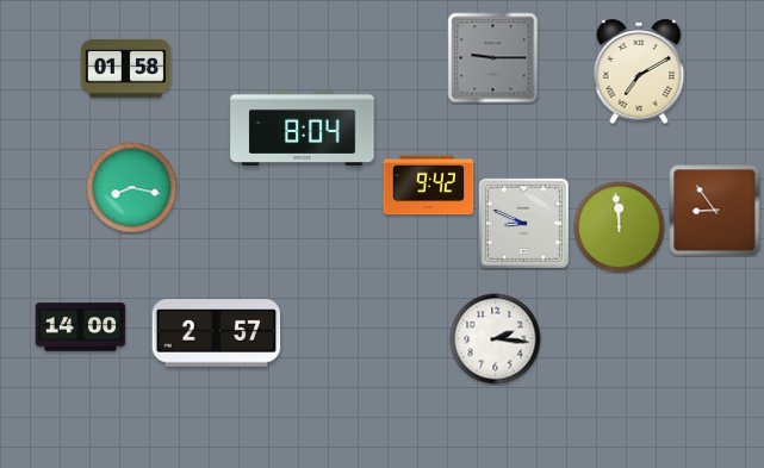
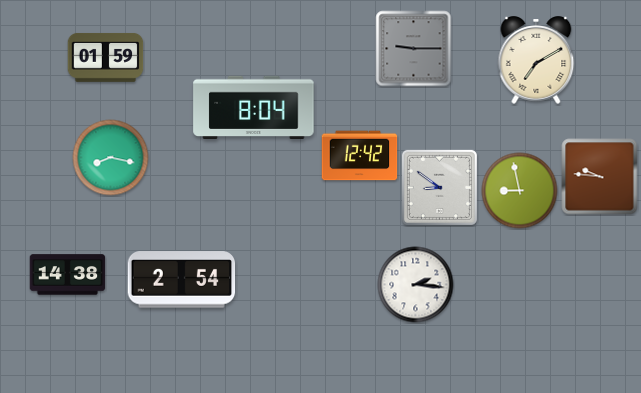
clock at (126, 68): 01:58 -> 01:59
clock at (429, 186): 9:42 -> 12:42
clock at (715, 211): 8:54 -> 9:46
clock at (523, 223): 8:49 -> 8:51
clock at (620, 227): 11:59 -> 8:58
clock at (81, 327): 14:00 -> 14:38
clock at (217, 333): 2:57 -> 2:54
